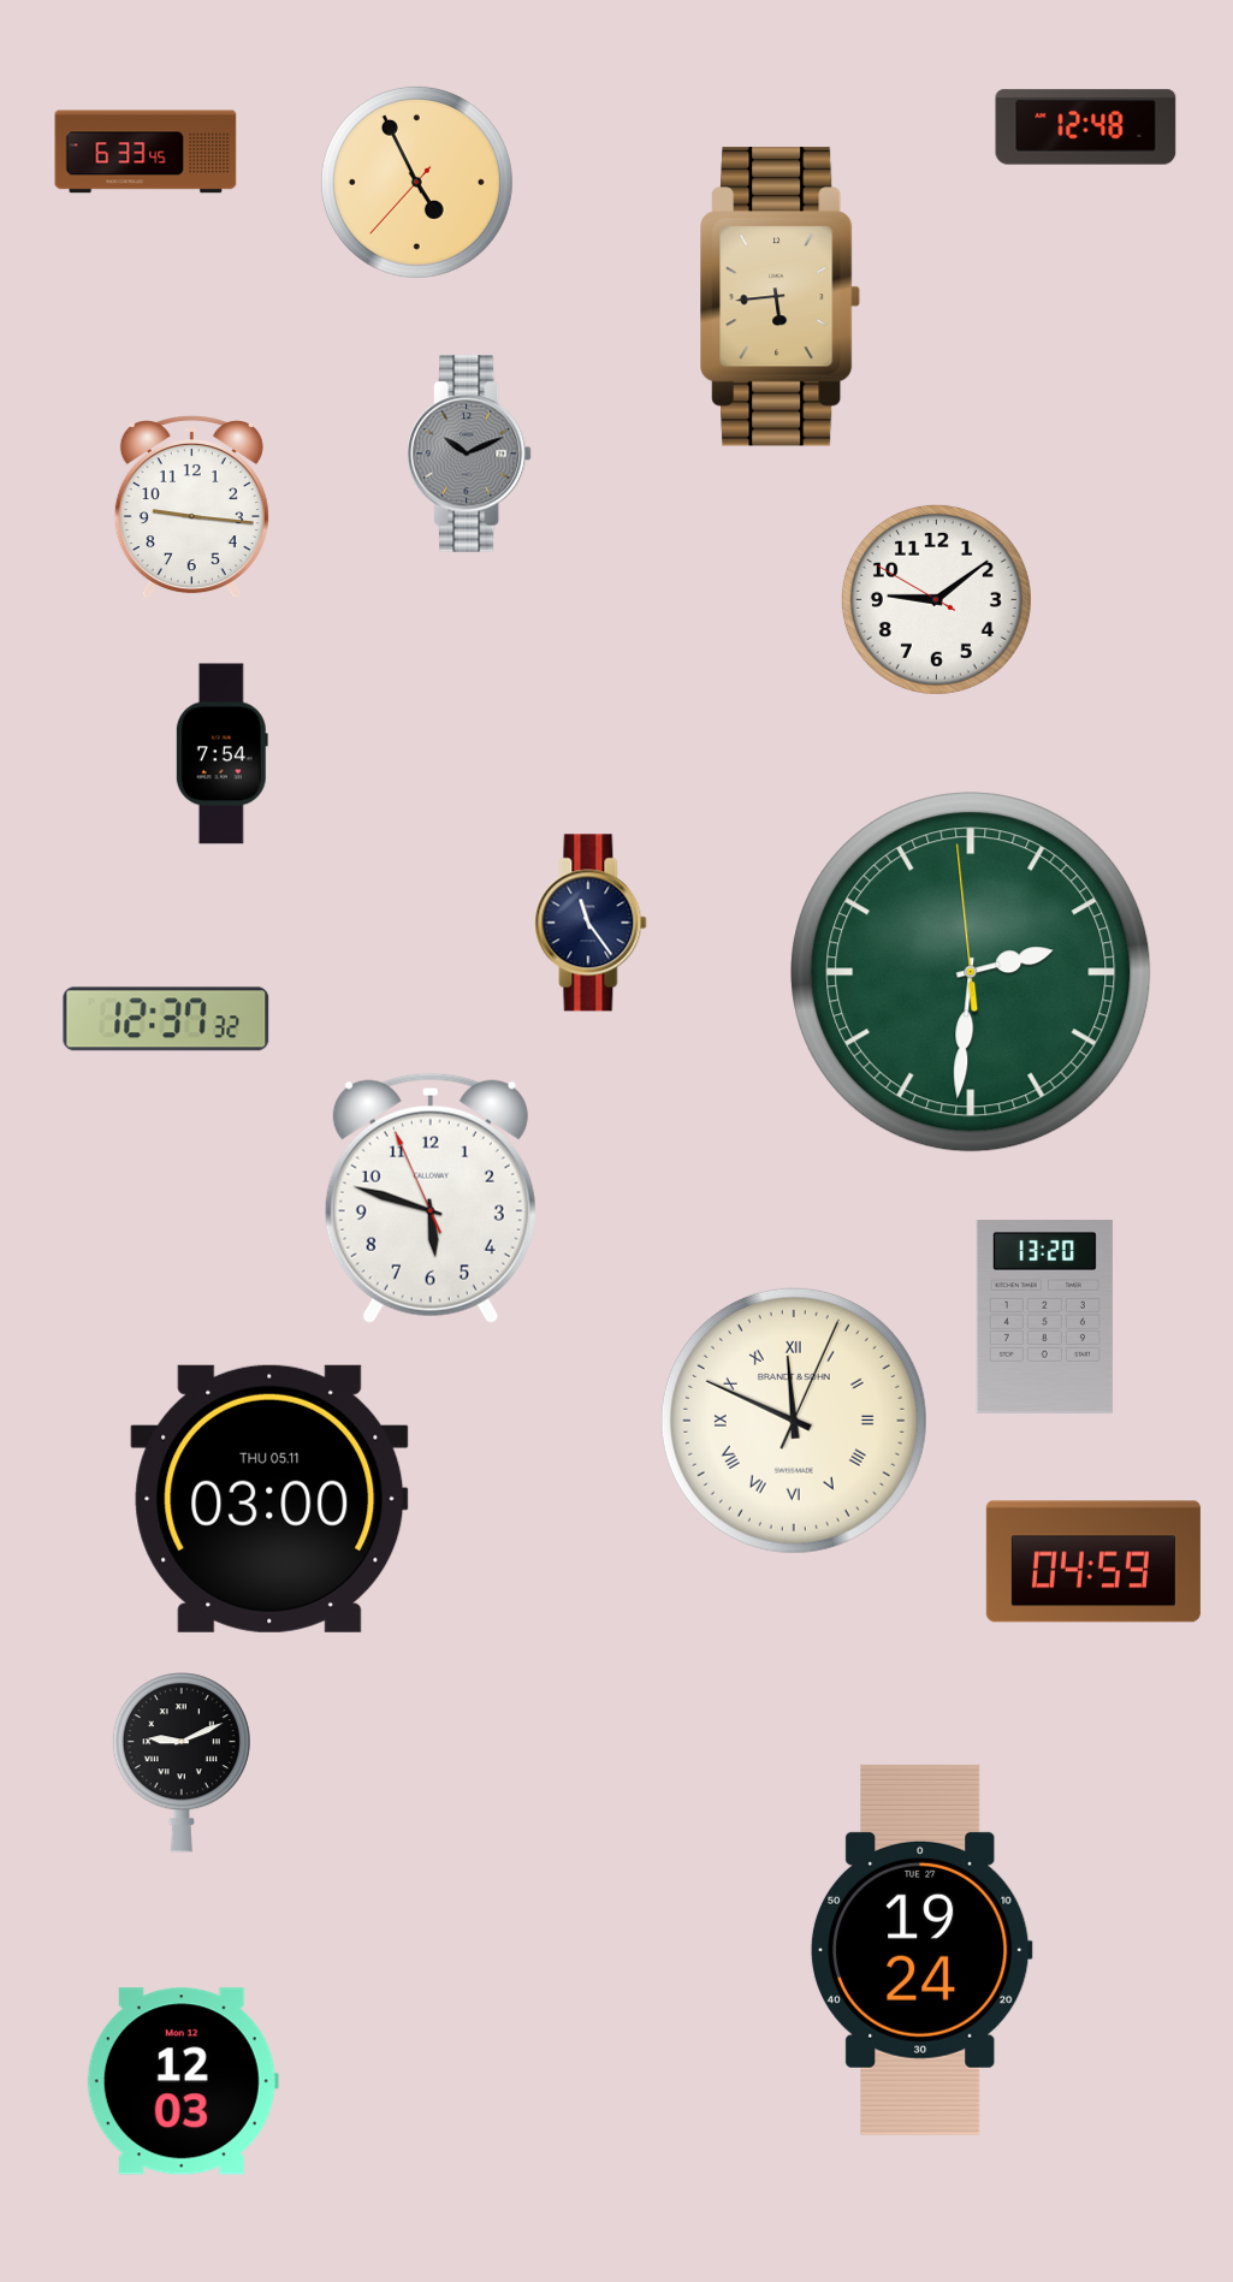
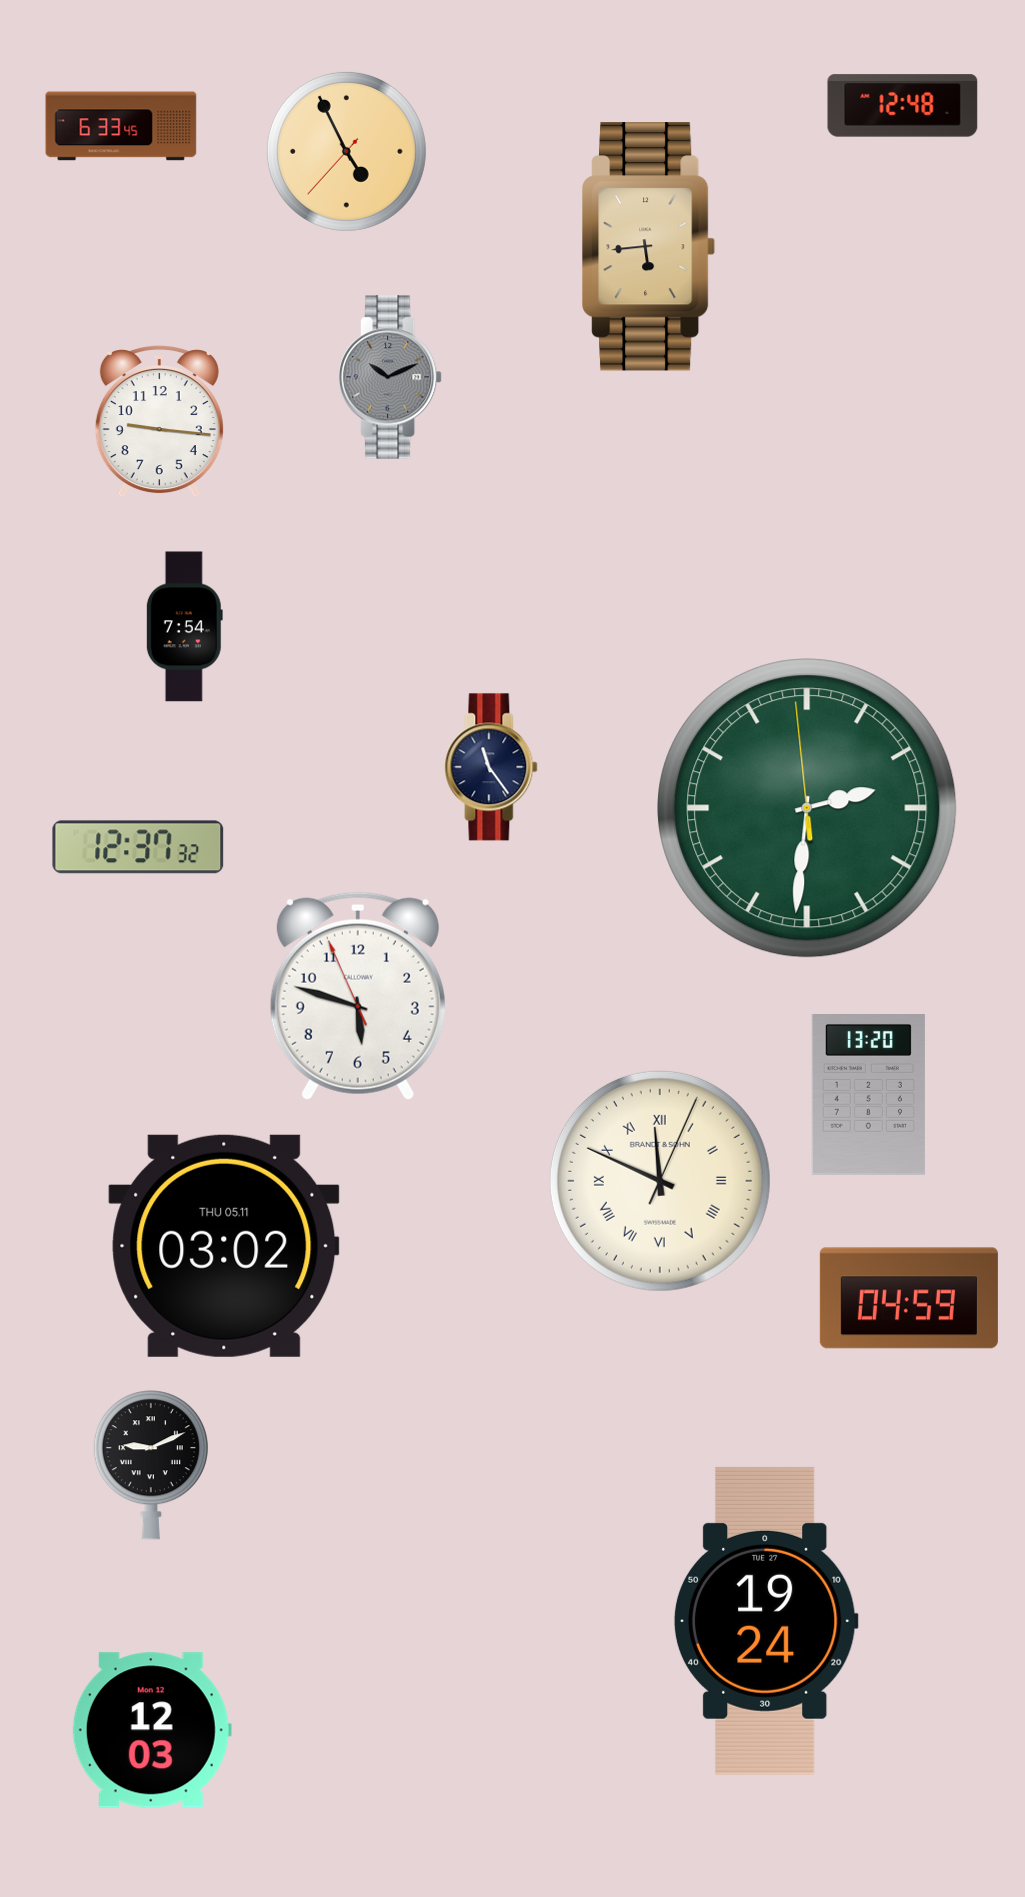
clock at (936, 599): 9:08 -> none
clock at (269, 1499): 03:00 -> 03:02
